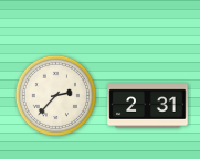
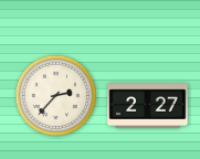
clock at (148, 106): 2:31 -> 2:27
